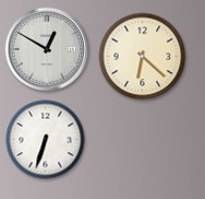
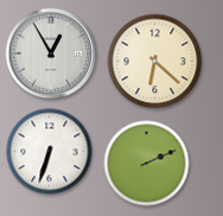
clock at (47, 49): 12:50 -> 12:55
clock at (147, 164): none -> 2:11
